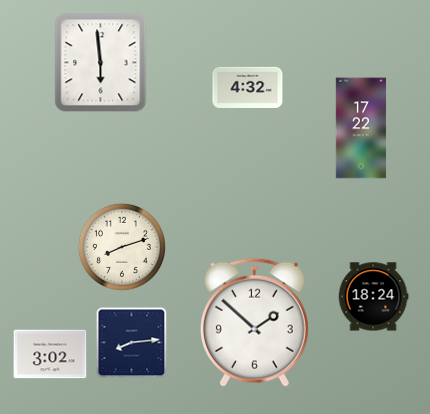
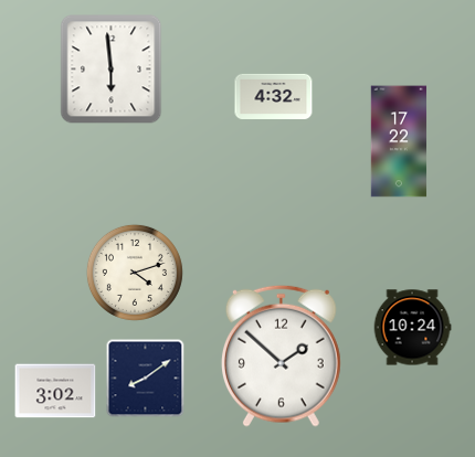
clock at (122, 247): 8:12 -> 4:12
clock at (373, 297): 18:24 -> 10:24
clock at (132, 343): 8:14 -> 8:09
